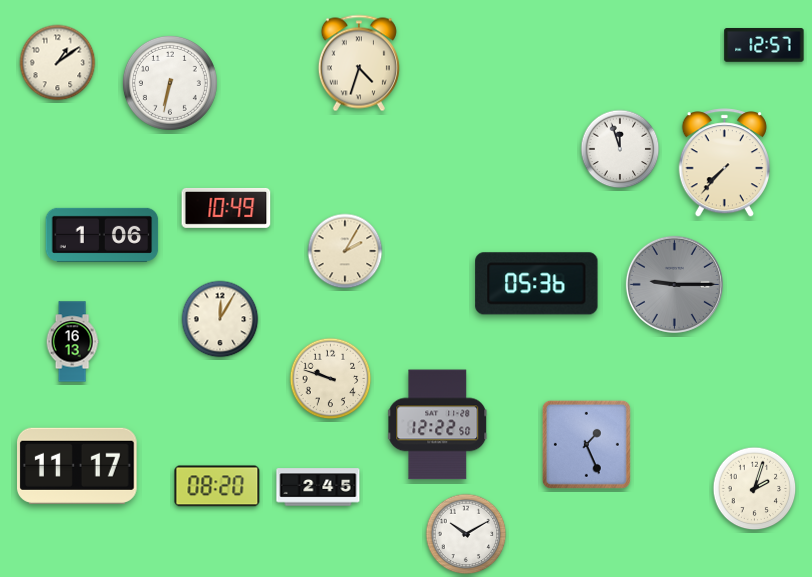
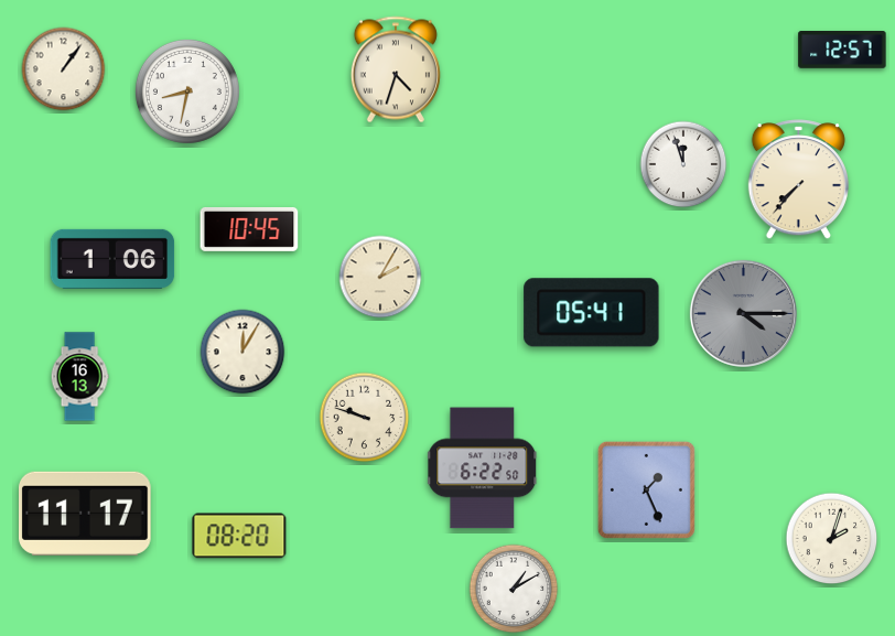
clock at (58, 63): 1:09 -> 1:06
clock at (170, 83): 6:32 -> 8:32
clock at (226, 208): 10:49 -> 10:45
clock at (537, 284): 05:36 -> 05:41
clock at (674, 284): 9:15 -> 4:15
clock at (438, 425): 12:22 -> 6:22
clock at (318, 487): 2:45 -> none
clock at (466, 534): 10:10 -> 1:10
